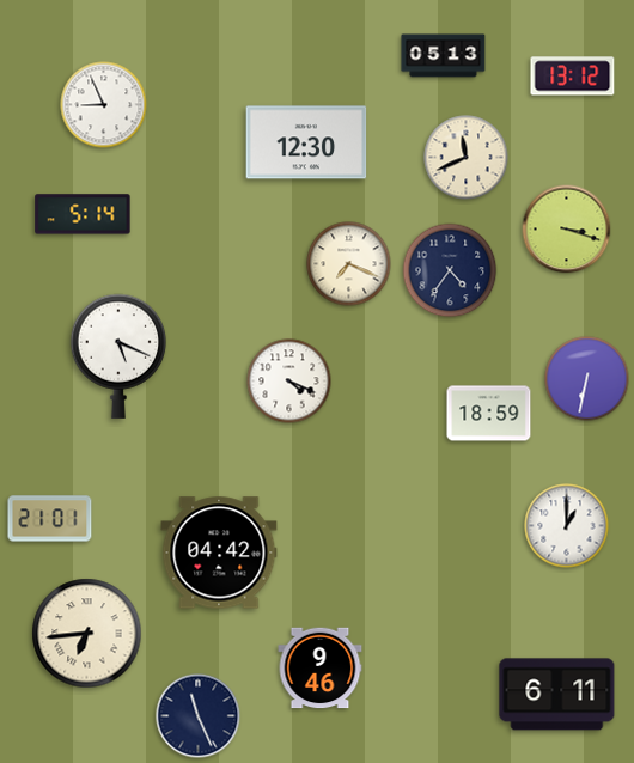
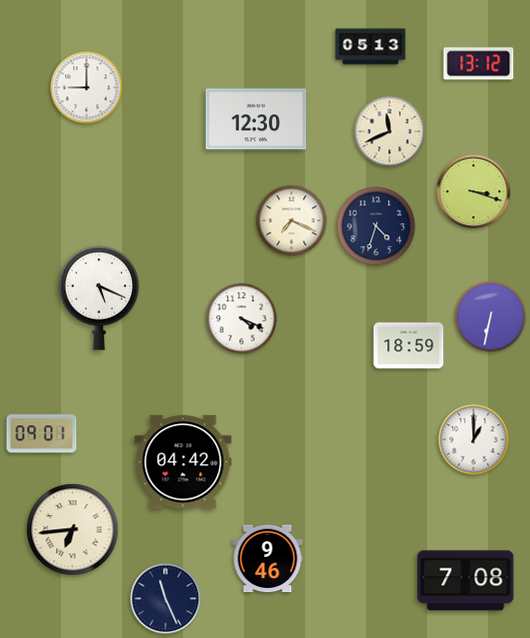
clock at (104, 105): 8:56 -> 9:00
clock at (83, 214): 5:14 -> none
clock at (450, 270): 4:36 -> 4:33
clock at (50, 519): 21:01 -> 09:01
clock at (557, 695): 6:11 -> 7:08
